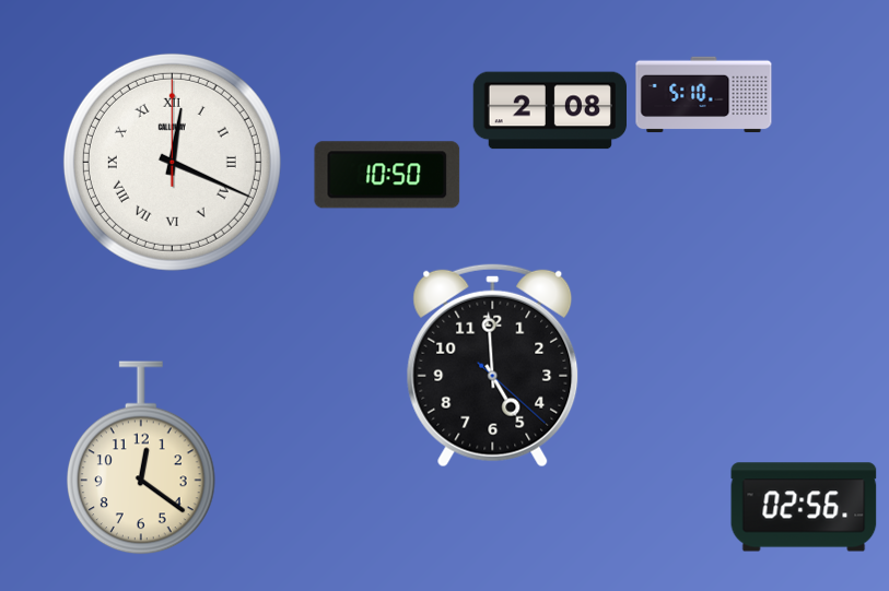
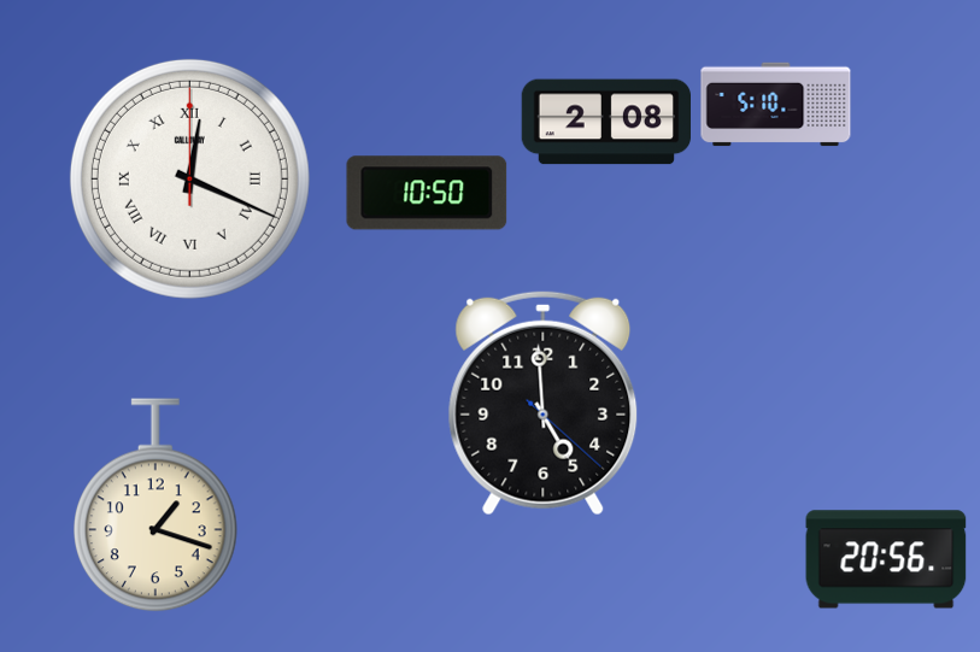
clock at (142, 458): 12:21 -> 1:18
clock at (804, 507): 02:56 -> 20:56
